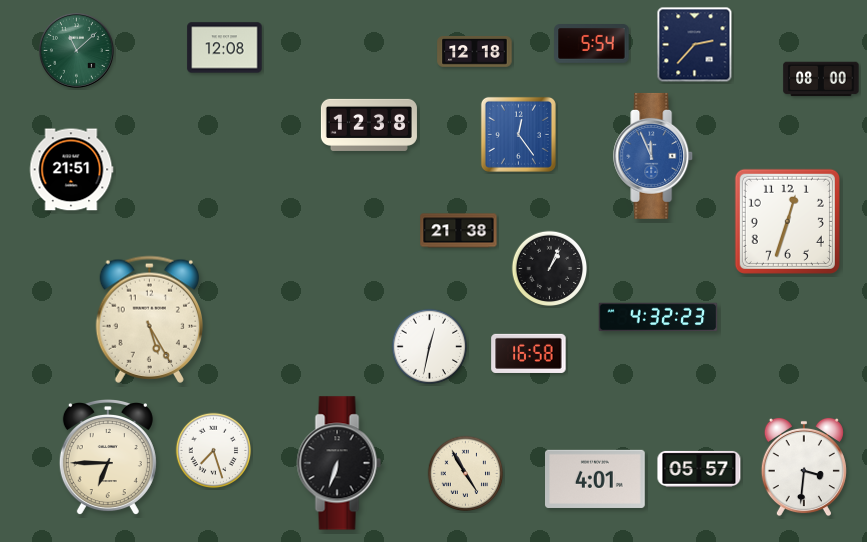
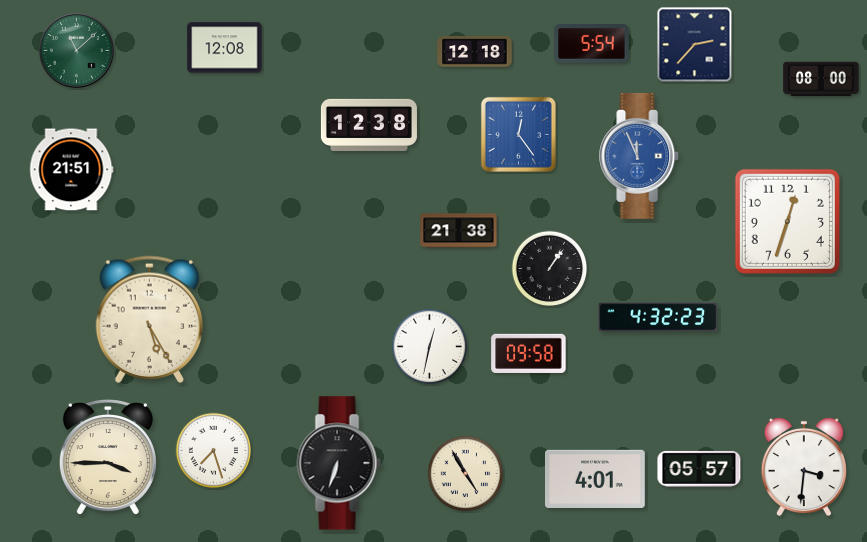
clock at (654, 156) position: (654, 156) -> (640, 156)
clock at (550, 269): 1:04 -> 1:06
clock at (529, 353): 16:58 -> 09:58
clock at (108, 458): 6:45 -> 3:45
